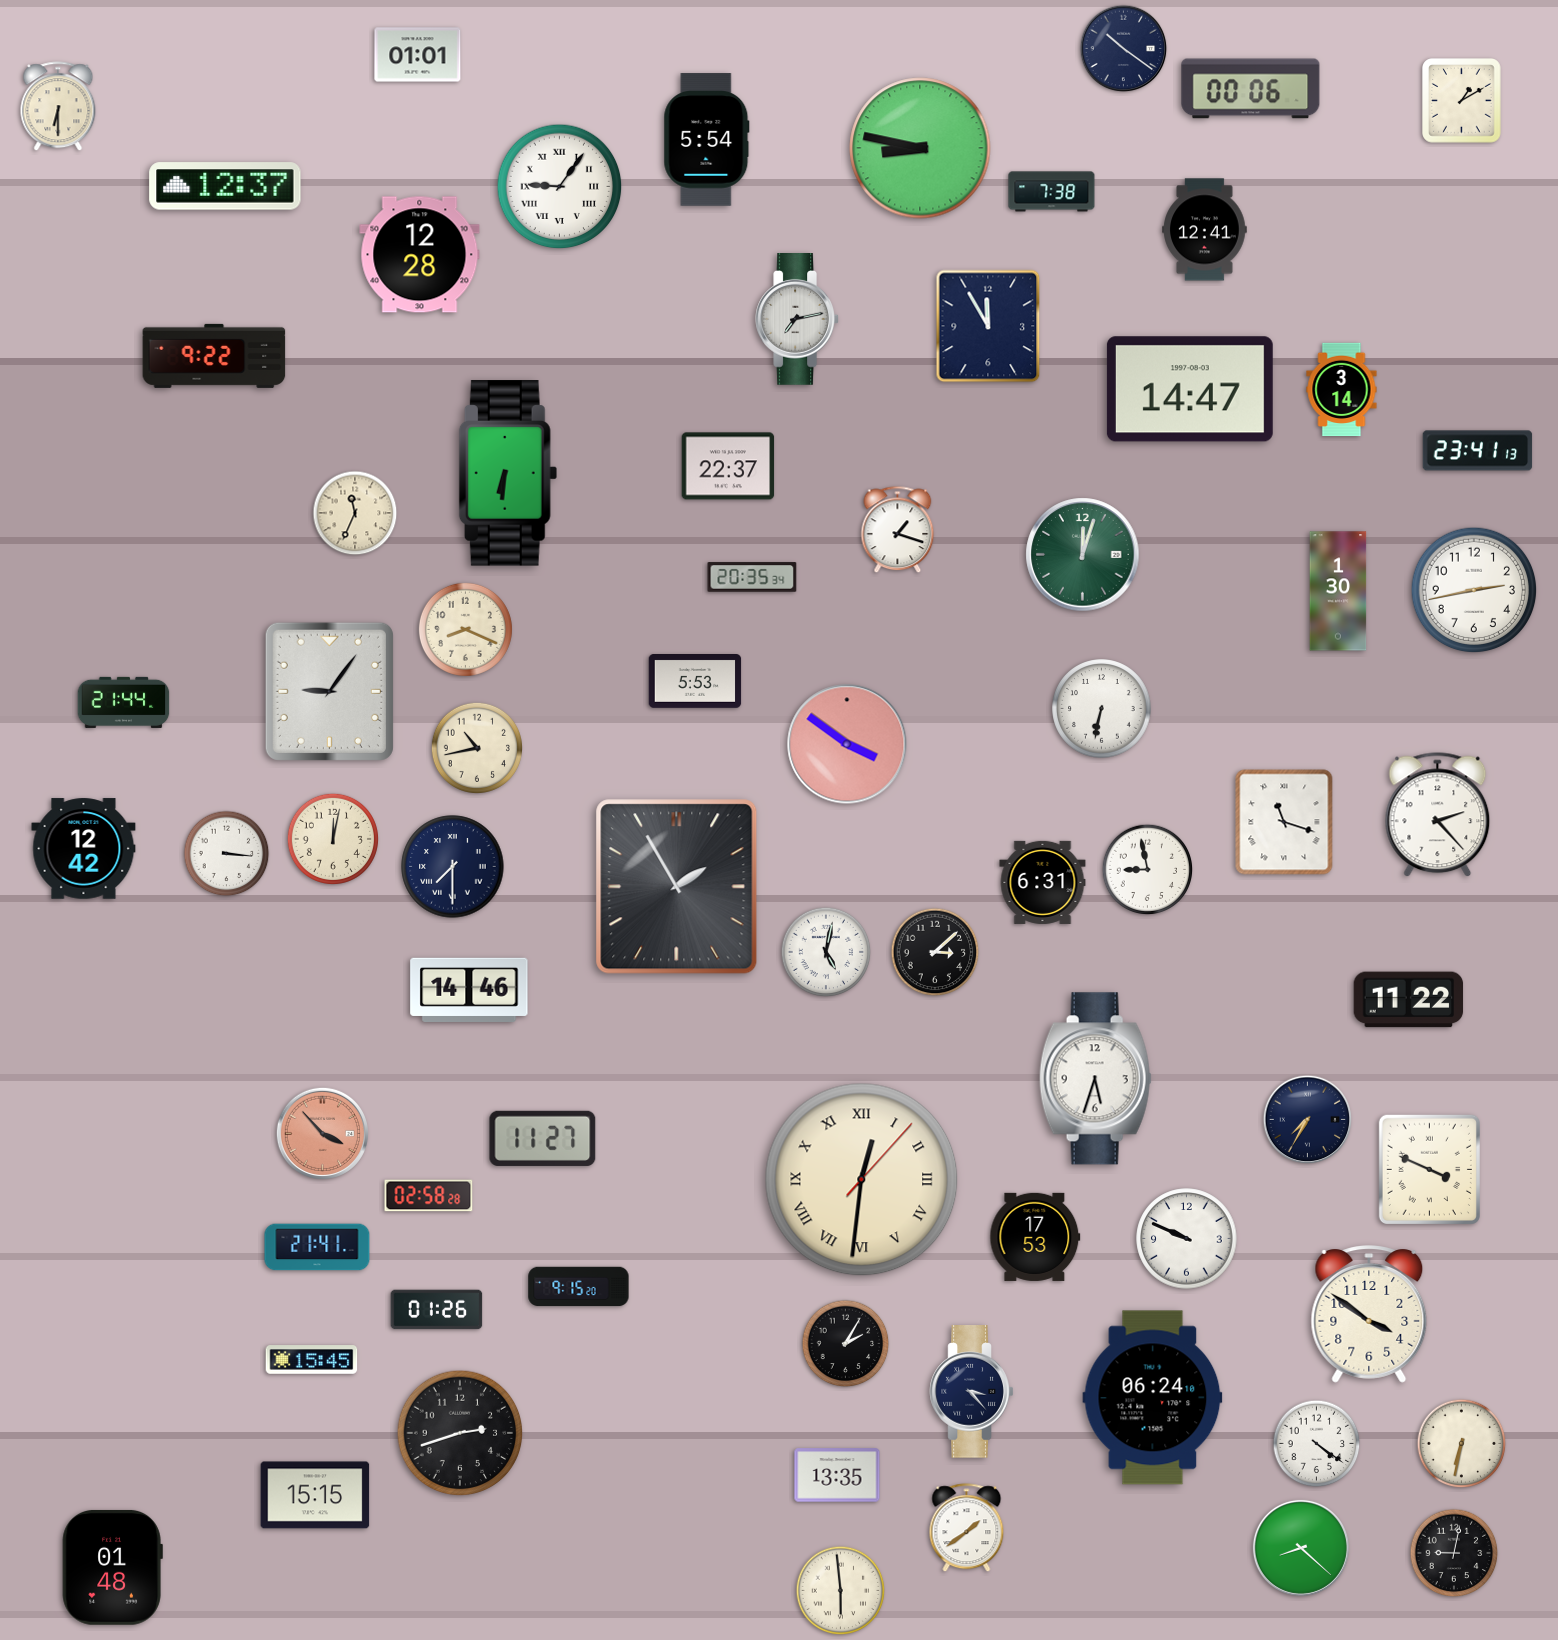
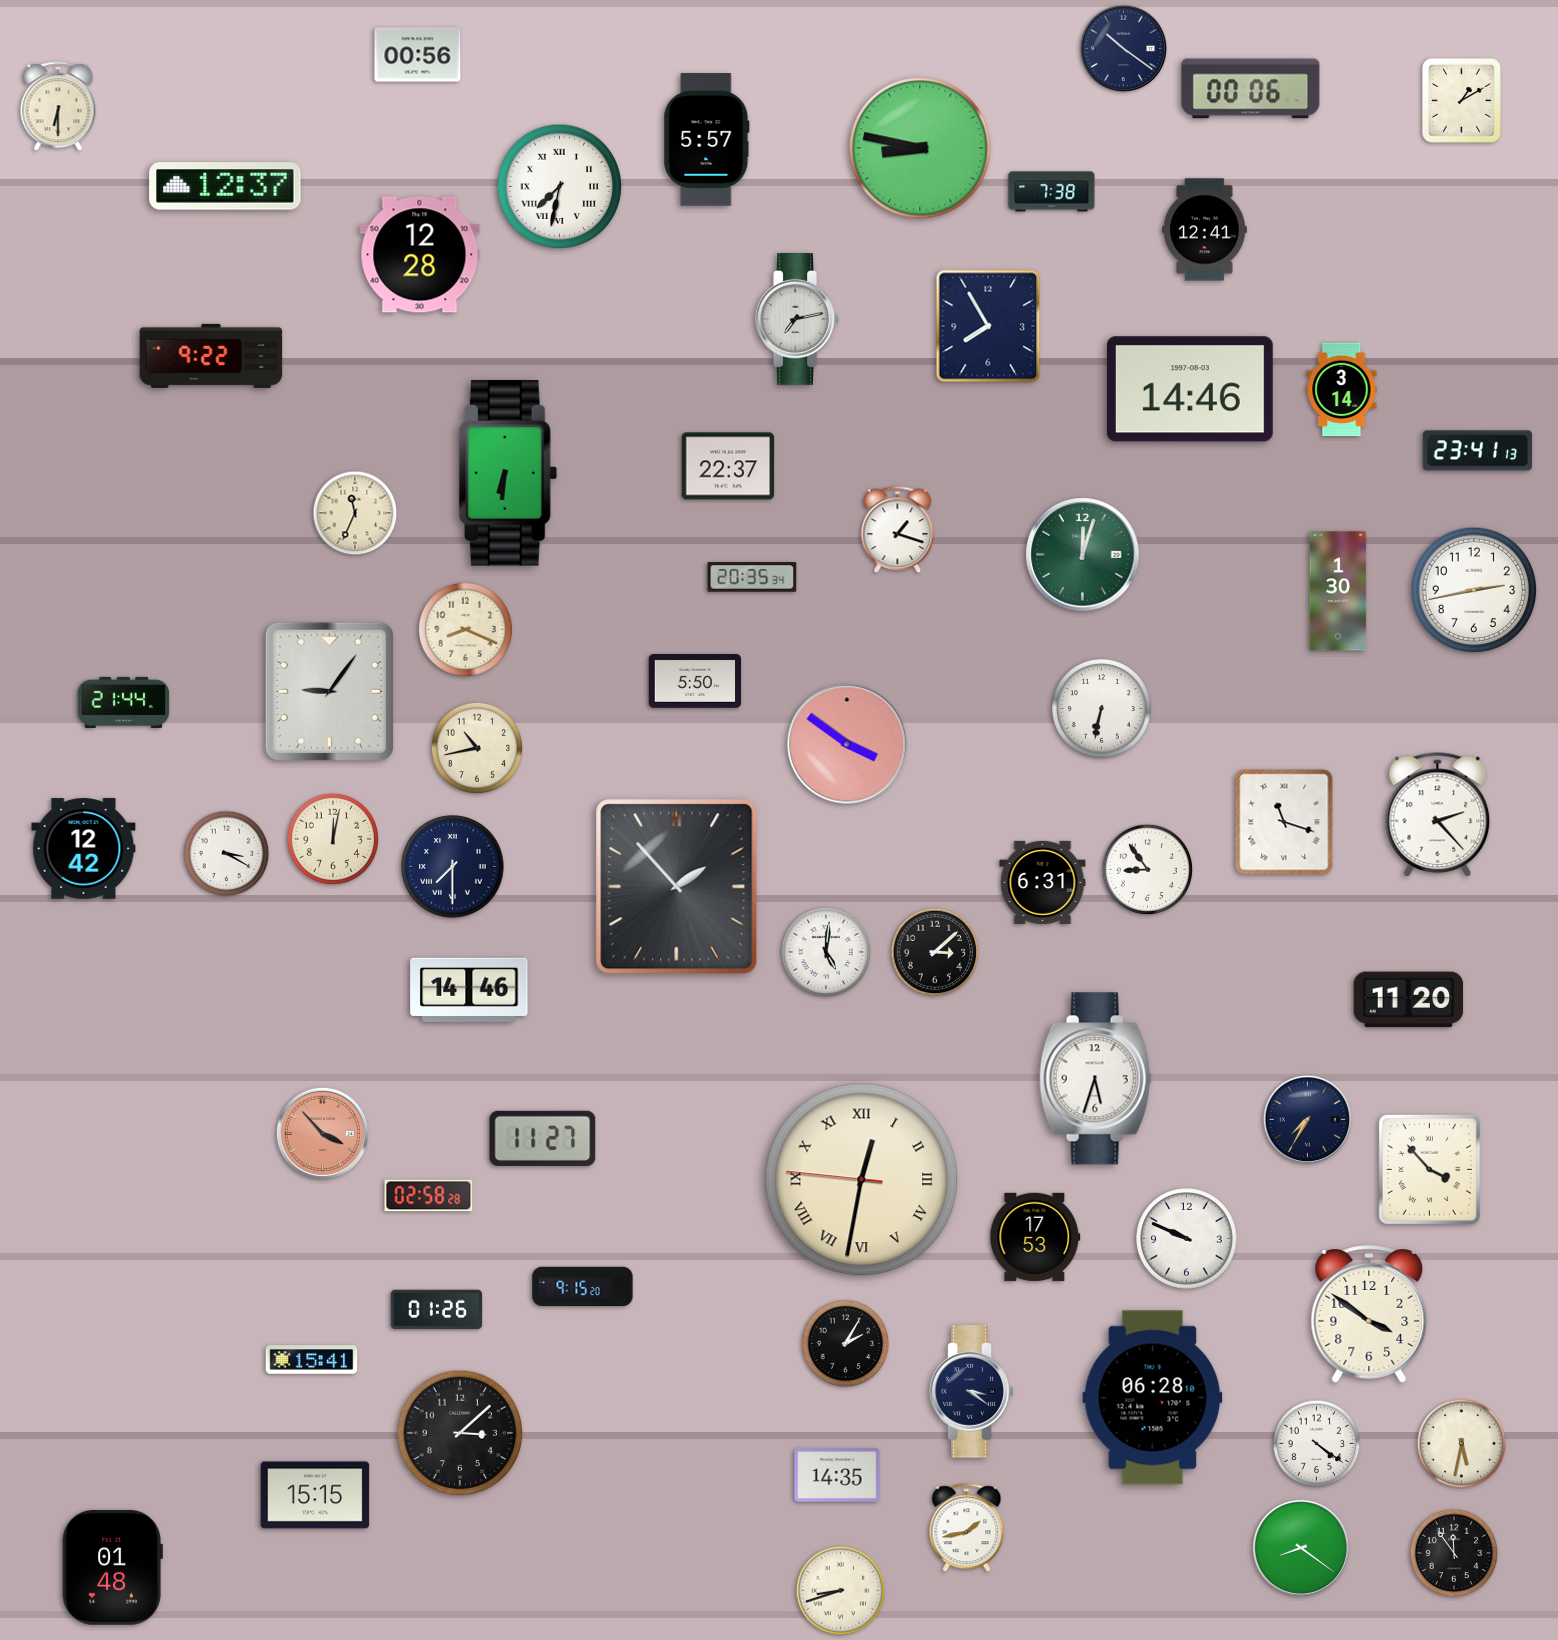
clock at (418, 55): 01:01 -> 00:56
clock at (707, 140): 5:54 -> 5:57
clock at (560, 187): 9:06 -> 7:32
clock at (988, 326): 11:55 -> 7:55
clock at (214, 356) position: (214, 356) -> (211, 356)
clock at (1190, 389): 14:47 -> 14:46
clock at (695, 682): 5:53 -> 5:50
clock at (227, 854): 3:16 -> 3:20
clock at (1147, 869): 8:58 -> 8:54
clock at (677, 887): 1:55 -> 1:53
clock at (826, 952): 5:02 -> 5:01
clock at (1409, 1000): 11:22 -> 11:20
clock at (1429, 1169): 3:49 -> 3:53
clock at (862, 1180): 12:31:07 -> 12:31:46
clock at (317, 1247): 21:41 -> none
clock at (579, 1287) position: (579, 1287) -> (583, 1287)
clock at (312, 1360): 15:45 -> 15:41
clock at (972, 1392): 3:23 -> 3:21
clock at (1153, 1398): 06:24 -> 06:28
clock at (460, 1433): 2:42 -> 3:08
clock at (1462, 1444): 6:32 -> 5:32
clock at (837, 1475): 13:35 -> 14:35
clock at (967, 1528): 1:39 -> 1:43
clock at (1301, 1548): 8:22 -> 8:21
clock at (1454, 1553): 9:02 -> 11:54
clock at (841, 1591): 5:59 -> 8:42
